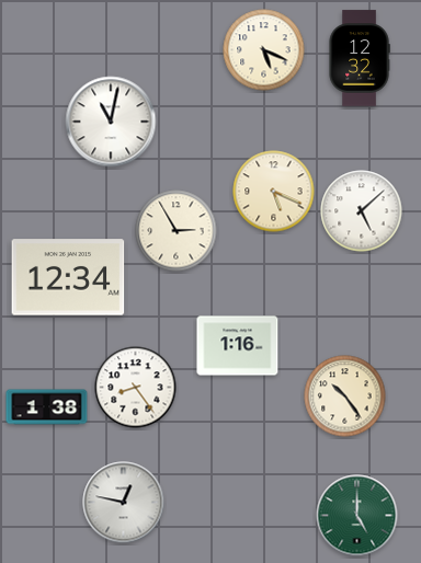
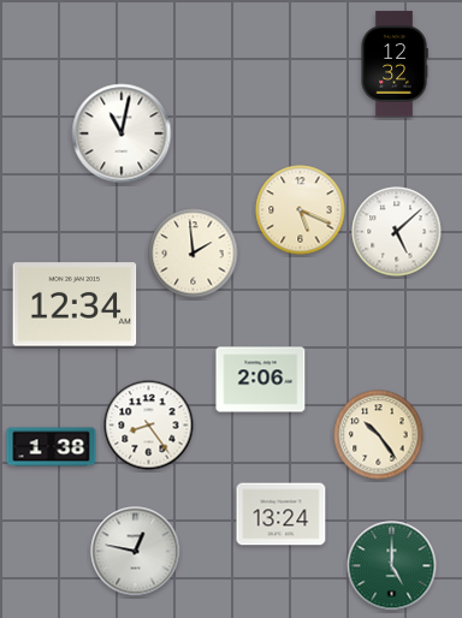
clock at (264, 50): 5:19 -> none
clock at (177, 231): 2:55 -> 1:59
clock at (238, 346): 1:16 -> 2:06
clock at (282, 515): none -> 13:24
